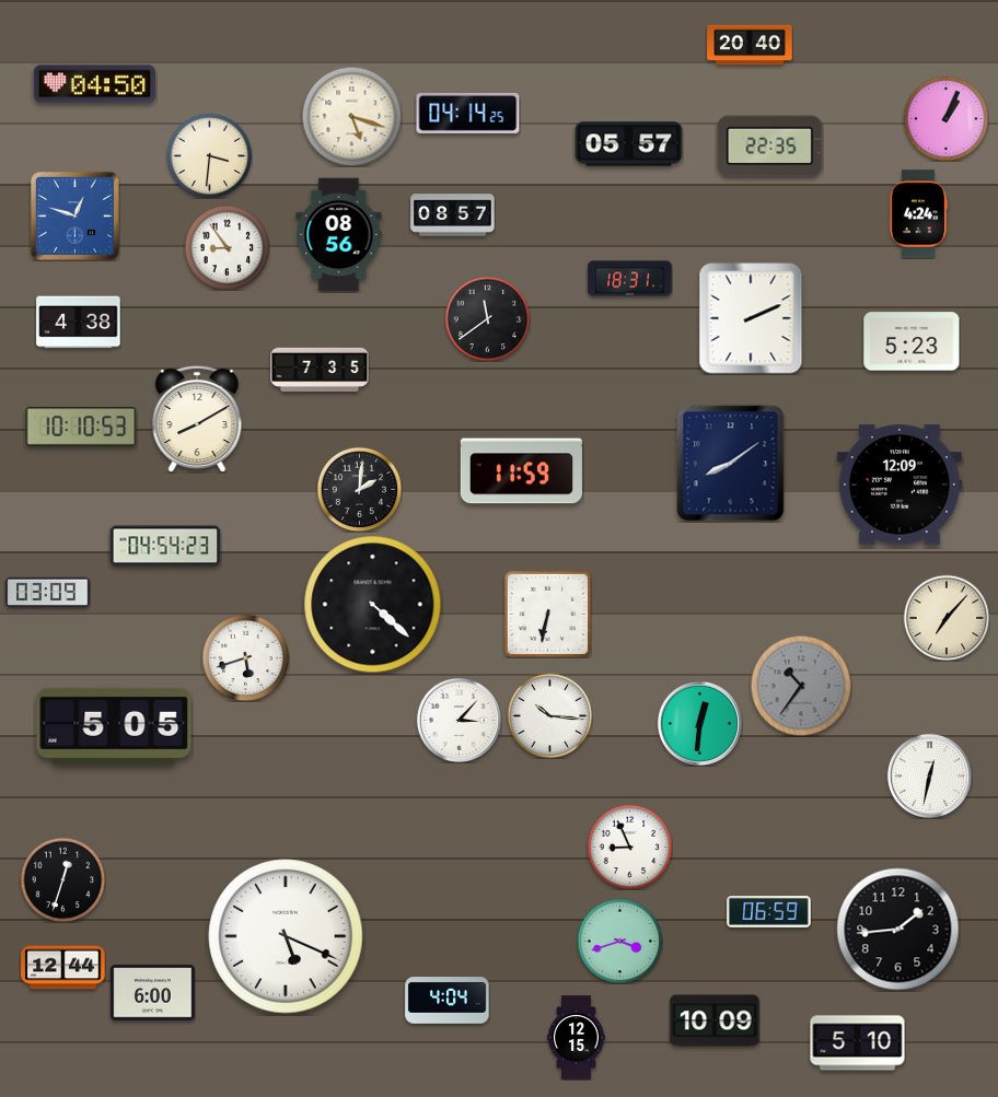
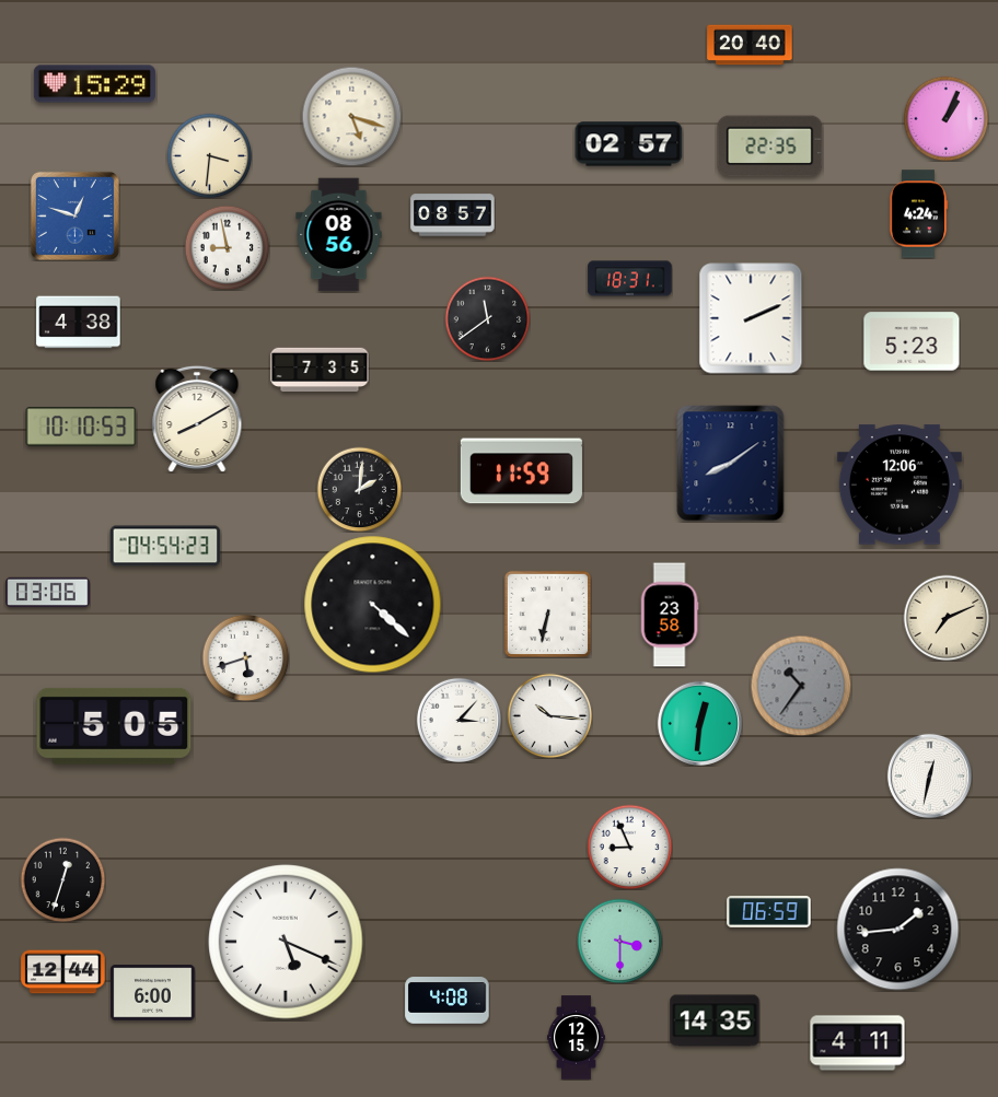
clock at (94, 84): 04:50 -> 15:29
clock at (468, 113): 04:14 -> none
clock at (629, 144): 05:57 -> 02:57
clock at (227, 247): 8:54 -> 8:58
clock at (900, 485): 12:09 -> 12:06
clock at (48, 593): 03:09 -> 03:06
clock at (670, 615): none -> 23:58
clock at (947, 618): 7:07 -> 7:11
clock at (286, 936) position: (286, 936) -> (286, 942)
clock at (619, 941): 3:42 -> 3:30
clock at (63, 968) position: (63, 968) -> (63, 972)
clock at (448, 1001): 4:04 -> 4:08
clock at (715, 1020): 10:09 -> 14:35
clock at (858, 1043): 5:10 -> 4:11
